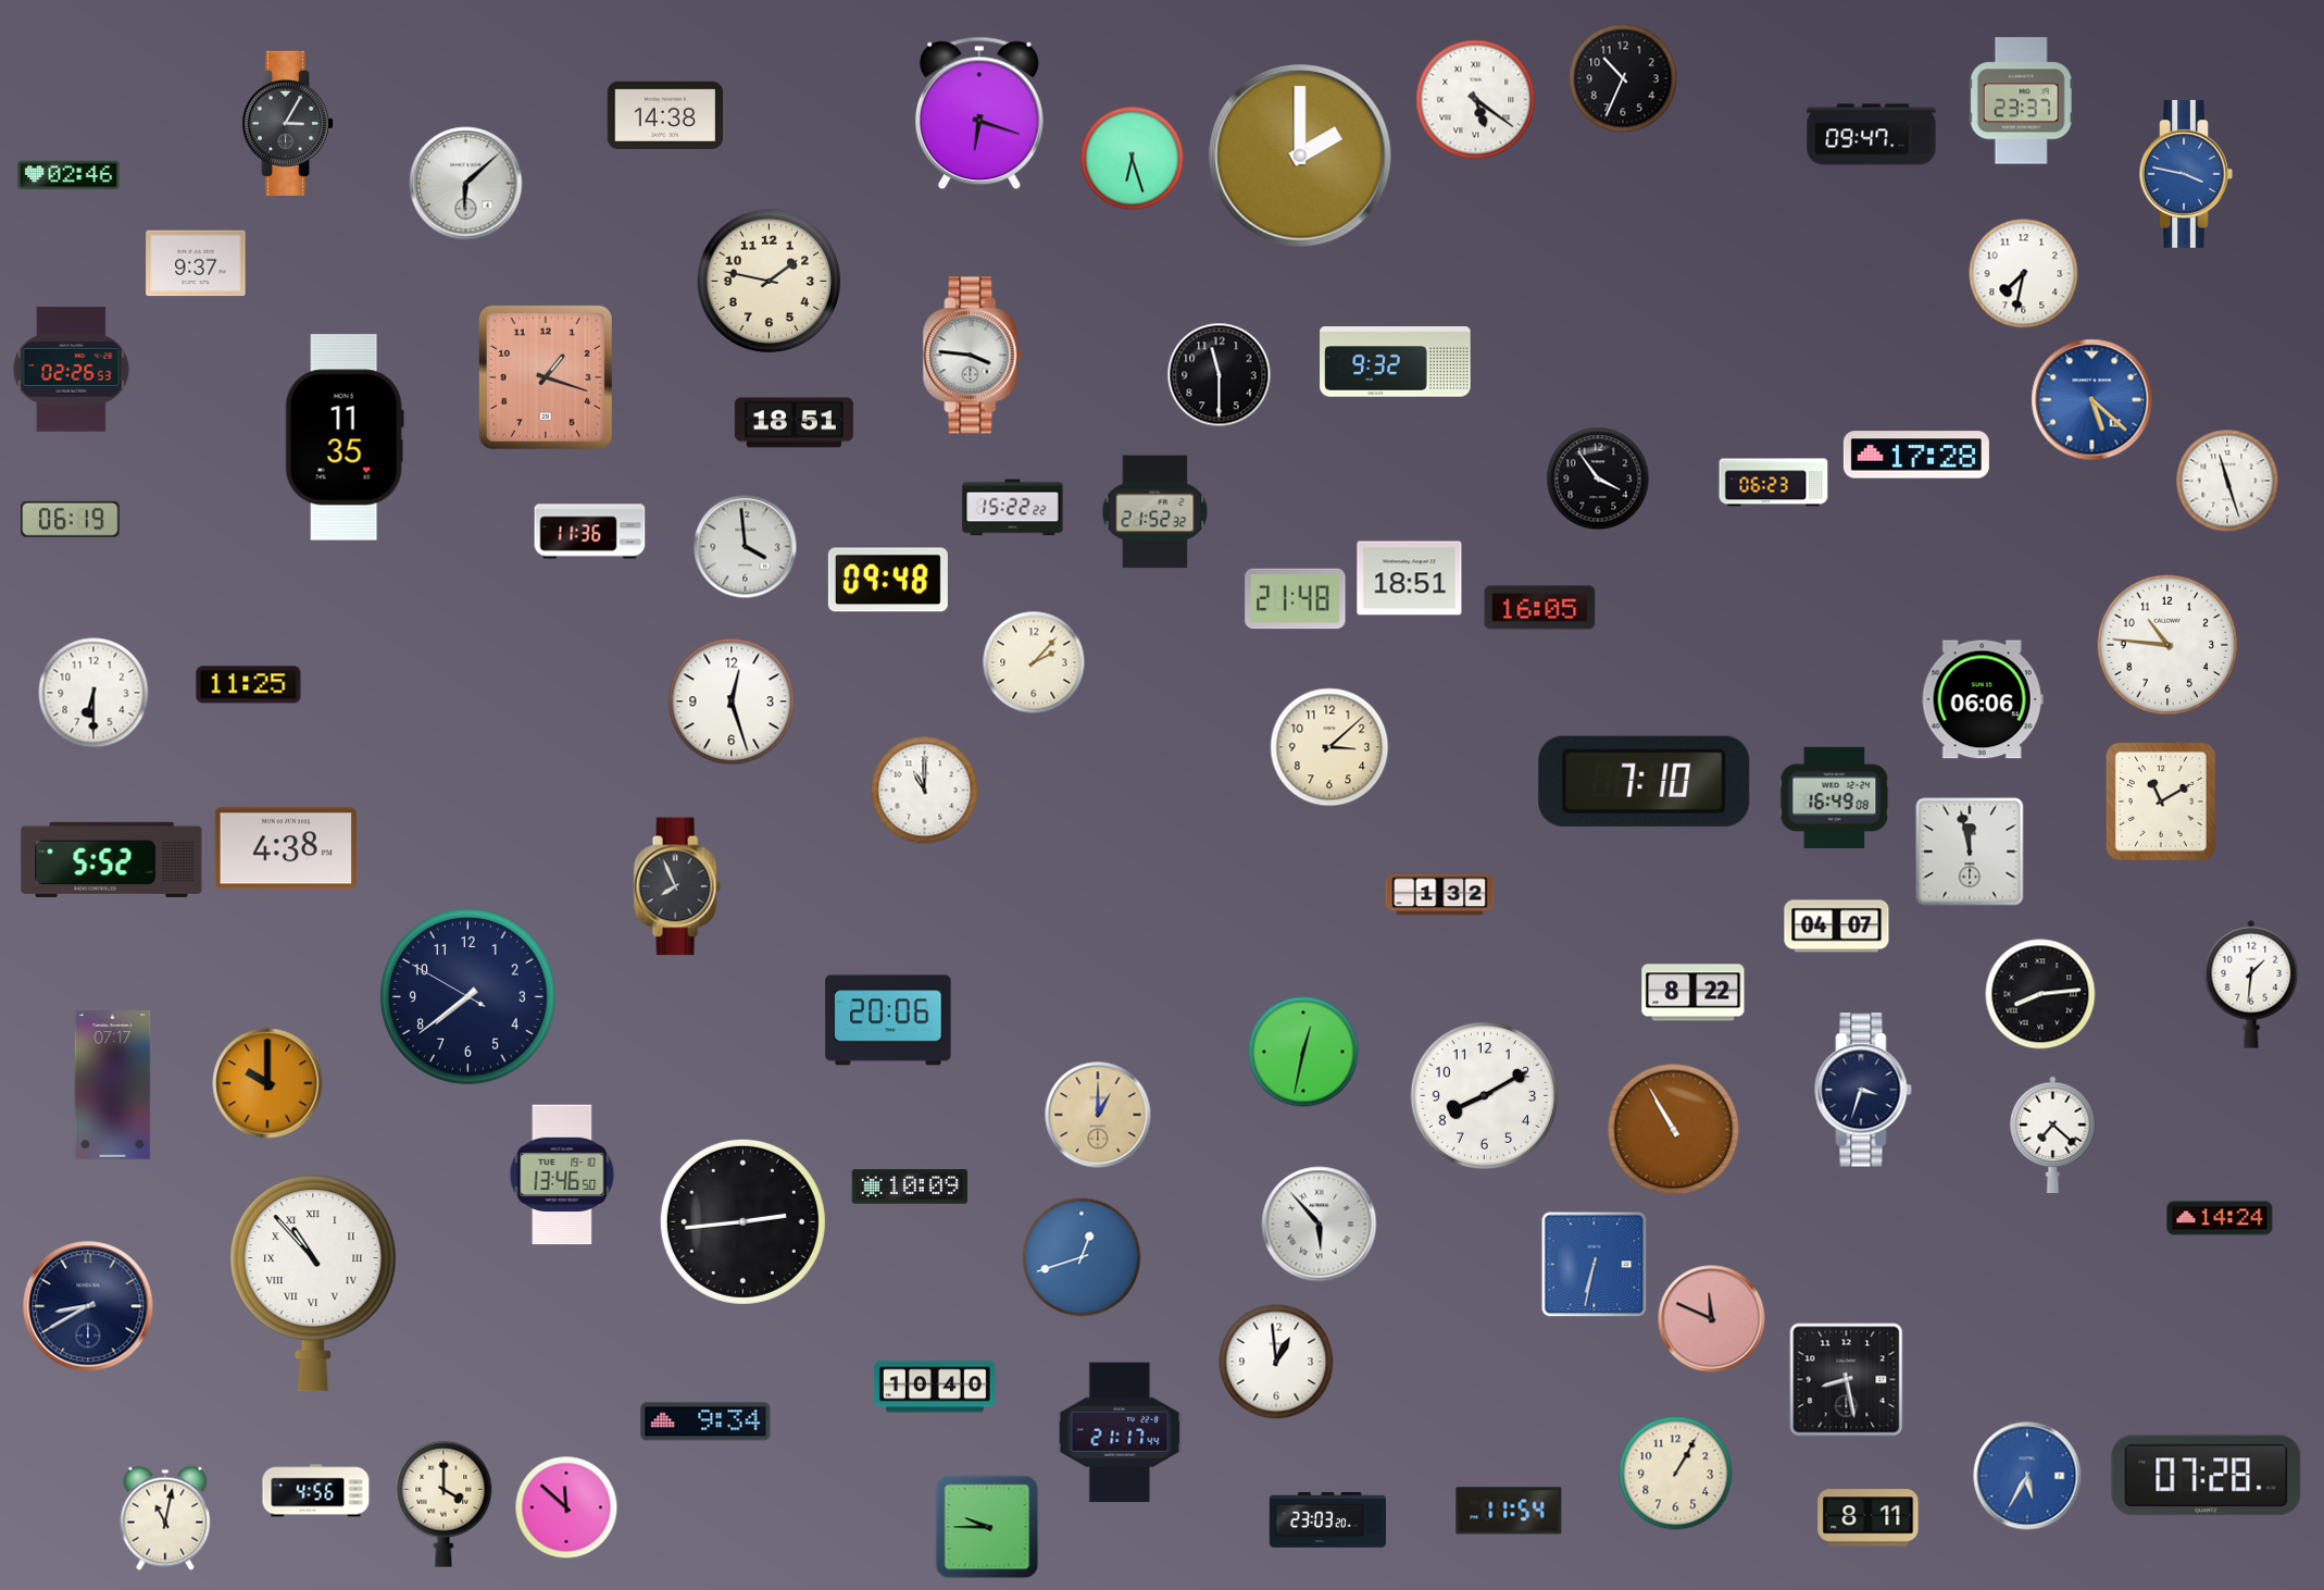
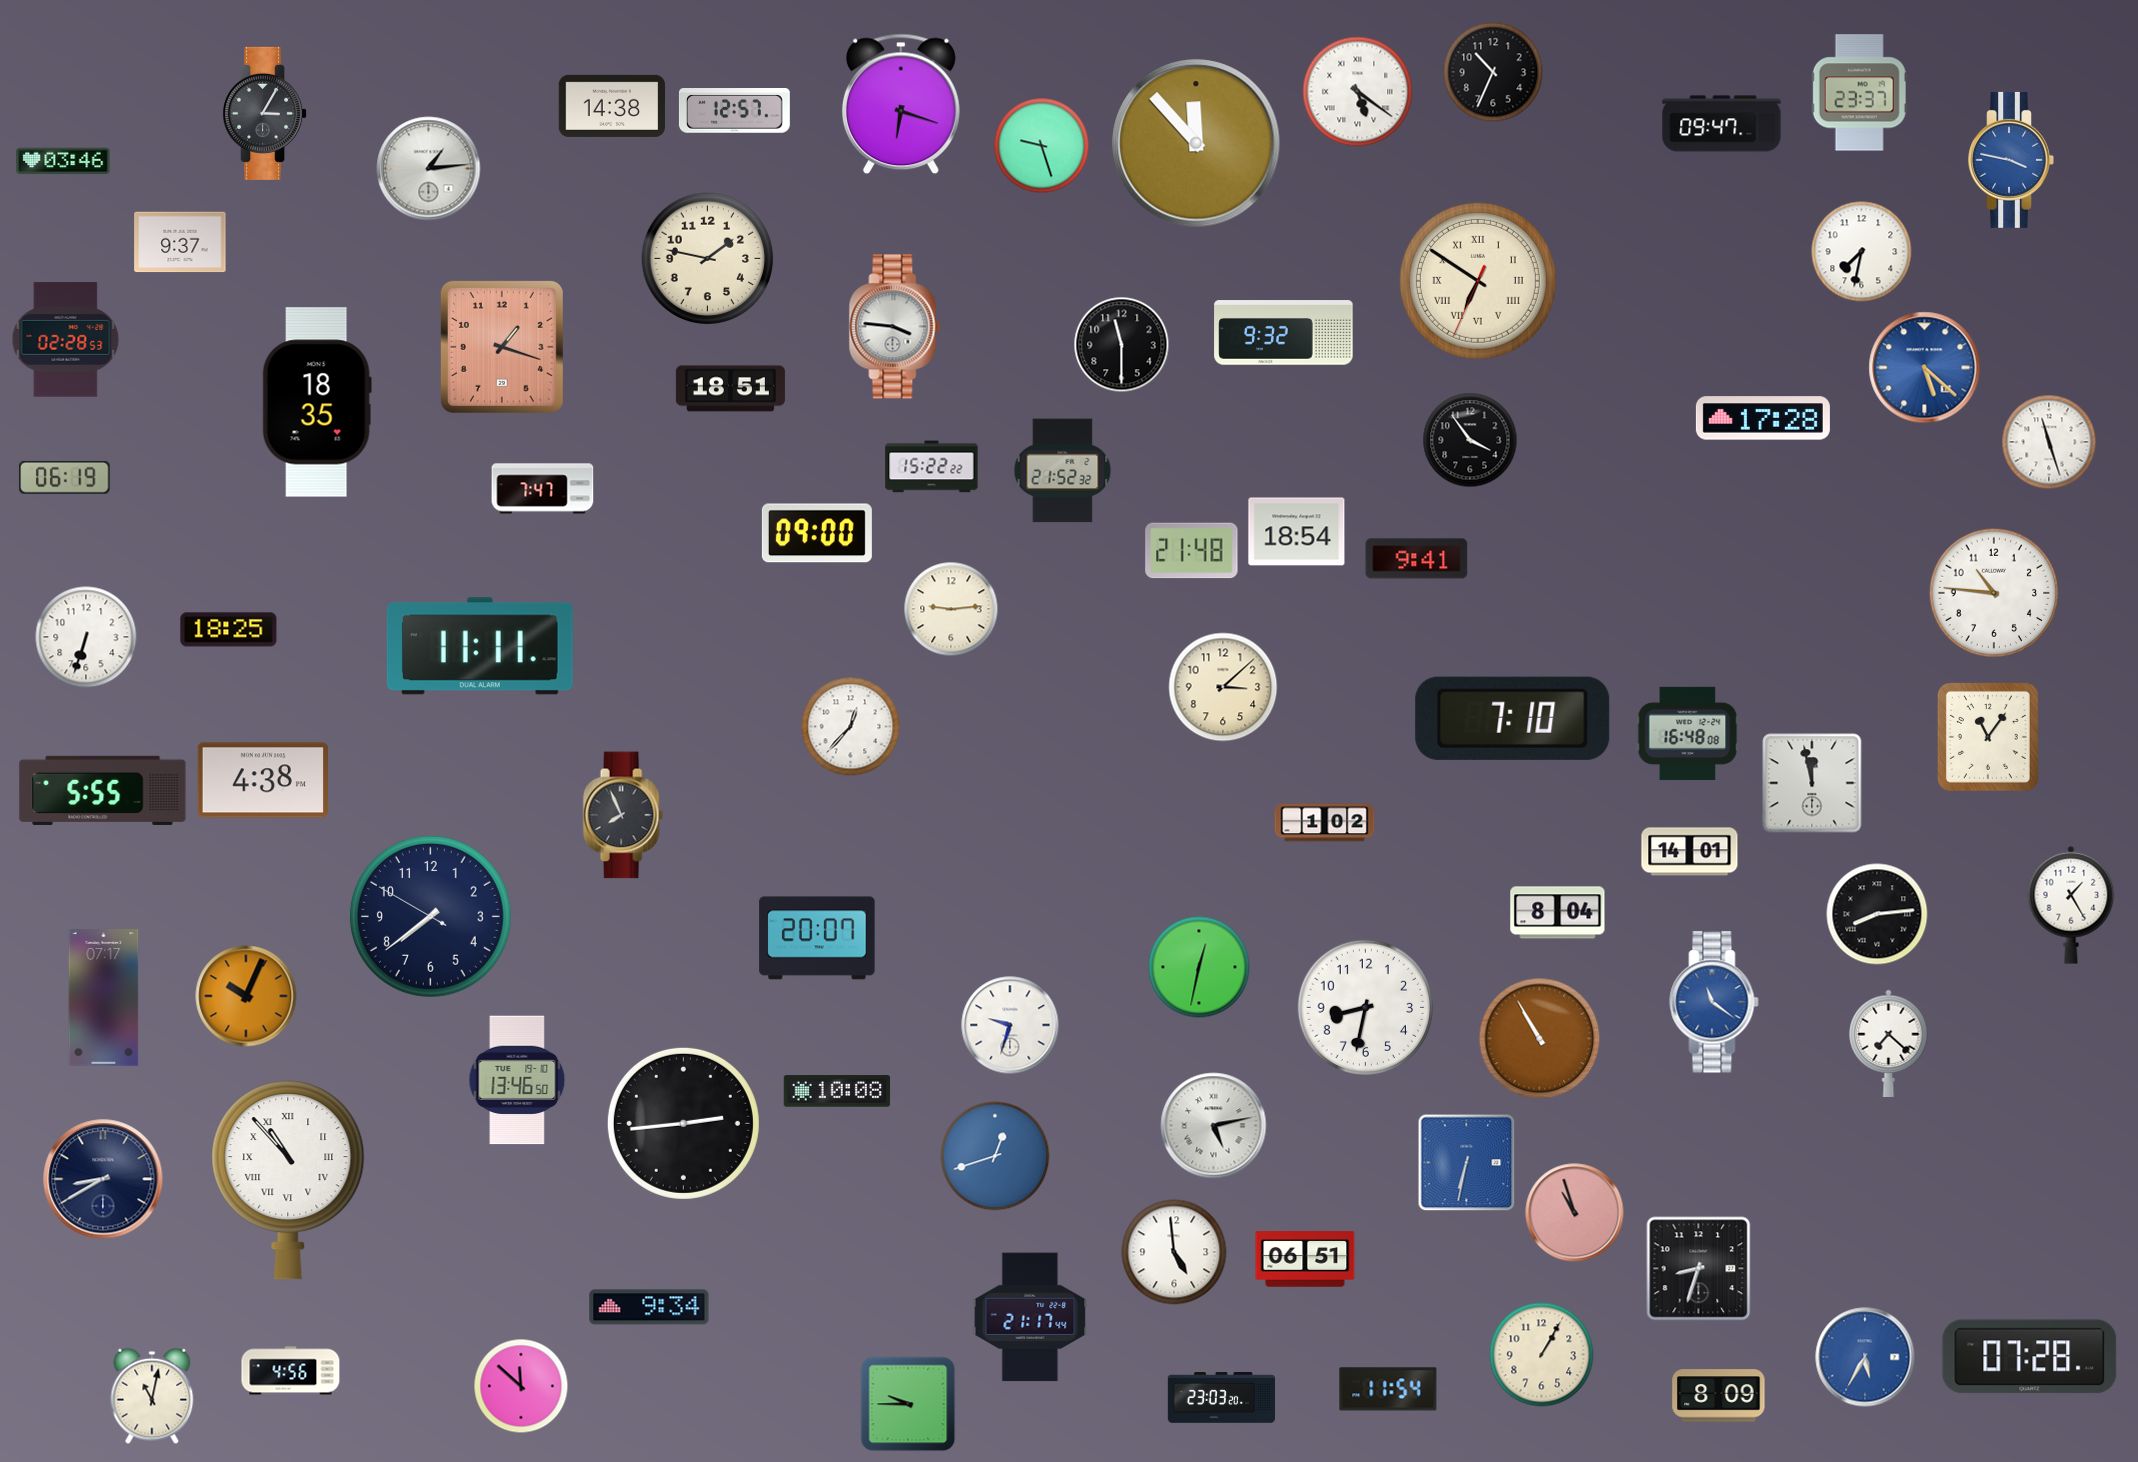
clock at (734, 111): none -> 12:57
clock at (1300, 156): 2:00 -> 11:53
clock at (1133, 159): 6:27 -> 9:27
clock at (68, 175): 02:46 -> 03:46
clock at (466, 184): 6:08 -> 1:14
clock at (1478, 281): none -> 6:50
clock at (72, 370): 02:26 -> 02:28
clock at (345, 437): 11:35 -> 18:35
clock at (1774, 483): 06:23 -> none
clock at (590, 532): 11:36 -> 7:47
clock at (746, 547): 3:59 -> none
clock at (1410, 579): 18:51 -> 18:54
clock at (888, 580): 09:48 -> 09:00
clock at (1540, 608): 16:05 -> 9:41
clock at (1034, 662): 2:07 -> 9:14
clock at (249, 685): 11:25 -> 18:25
clock at (93, 693): 6:30 -> 6:33
clock at (1983, 699): 06:06 -> none
clock at (732, 701): 12:27 -> none
clock at (480, 646): none -> 11:11
clock at (925, 791): 11:00 -> 12:37
clock at (1835, 797): 16:49 -> 16:48
clock at (2161, 802): 11:10 -> 11:06
clock at (112, 859): 5:52 -> 5:55
clock at (1440, 895): 1:32 -> 1:02
clock at (1837, 927): 04:07 -> 14:01
clock at (2251, 984): 1:31 -> 1:25
clock at (1694, 993): 8:22 -> 8:04
clock at (888, 1020): 20:06 -> 20:07
clock at (267, 1083): 10:00 -> 10:04
clock at (1863, 1090): 3:33 -> 11:21
clock at (1863, 1090) dial: navy -> blue
clock at (1484, 1095): 8:10 -> 8:32
clock at (1098, 1115): 1:00 -> 9:33
clock at (1098, 1115) dial: champagne -> white
clock at (910, 1187): 10:09 -> 10:08
clock at (2220, 1218): 14:24 -> none
clock at (1320, 1225): 5:53 -> 5:13
clock at (88, 1306) position: (88, 1306) -> (103, 1179)
clock at (1712, 1319): 11:49 -> 10:57
clock at (1276, 1362): 12:59 -> 4:59
clock at (1305, 1259): none -> 06:51
clock at (1847, 1380): 8:28 -> 8:33
clock at (936, 1387): 10:40 -> none
clock at (443, 1504): 4:00 -> none
clock at (1869, 1518): 8:11 -> 8:09
